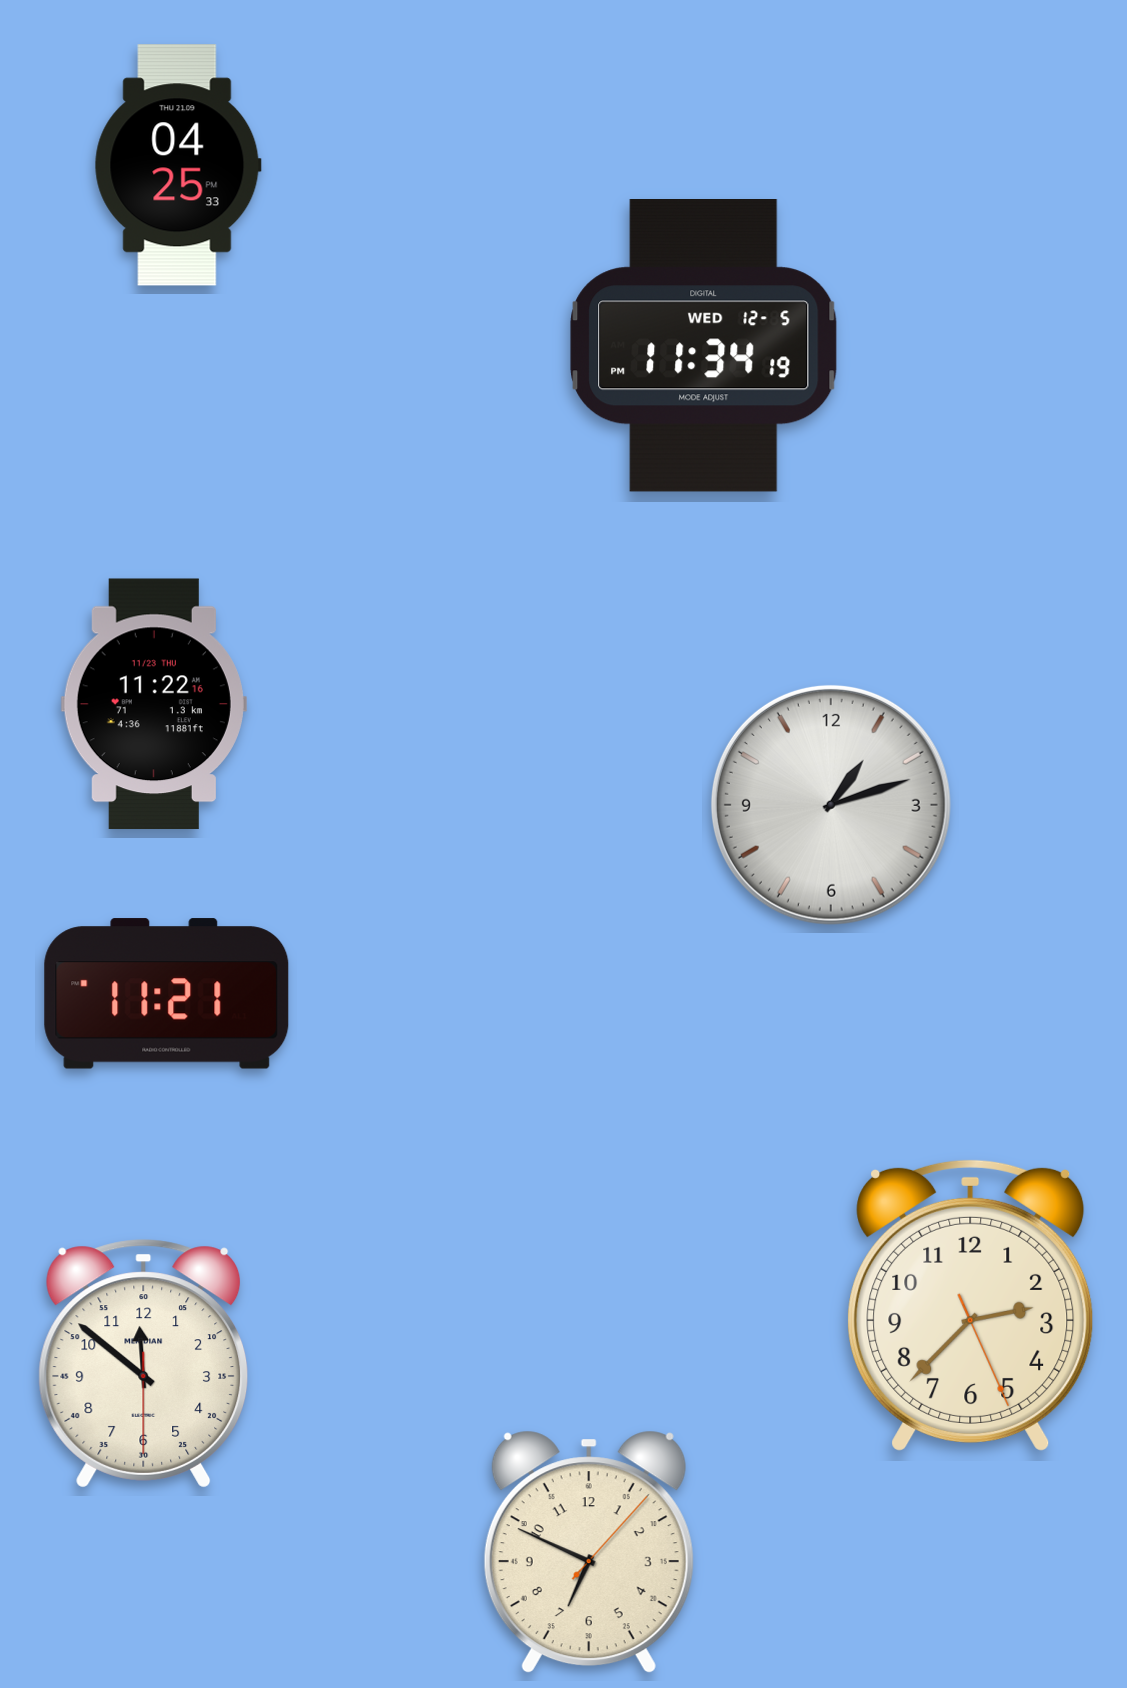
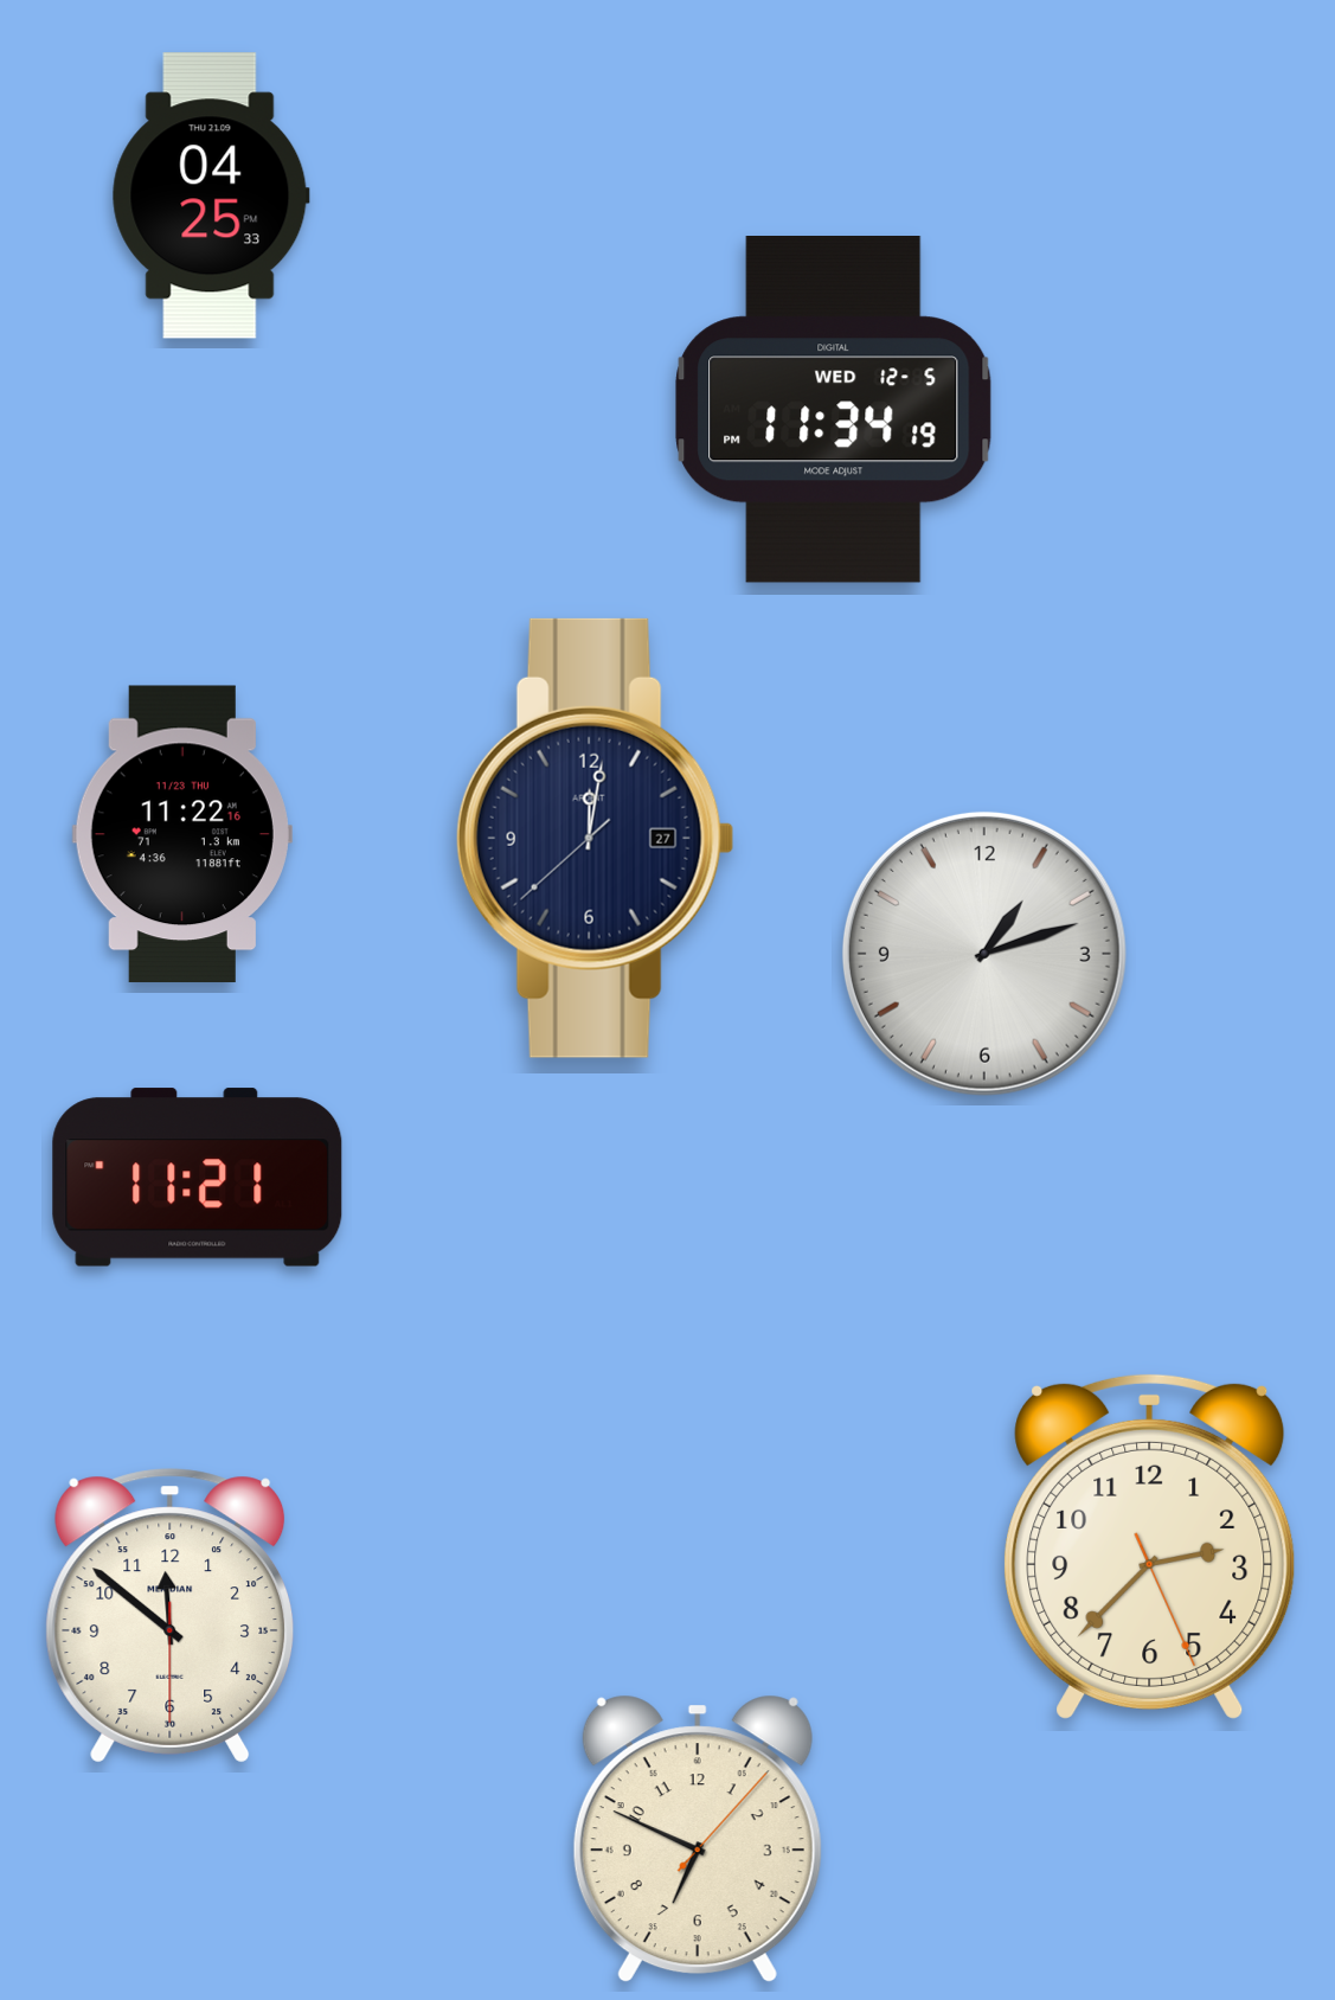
clock at (595, 838): none -> 12:01
